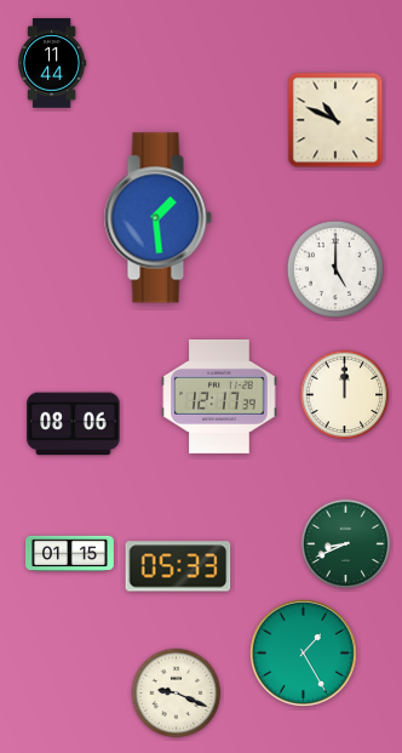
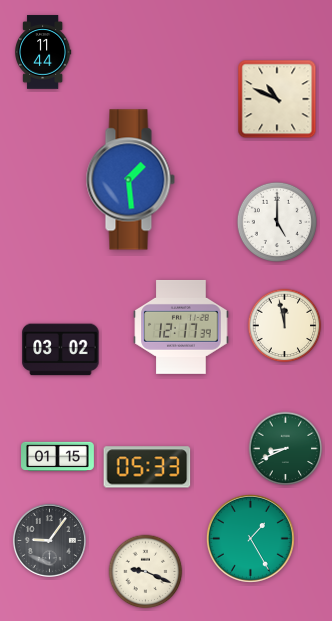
clock at (345, 395): 12:00 -> 11:58
clock at (74, 424): 08:06 -> 03:02
clock at (49, 540): none -> 9:06
